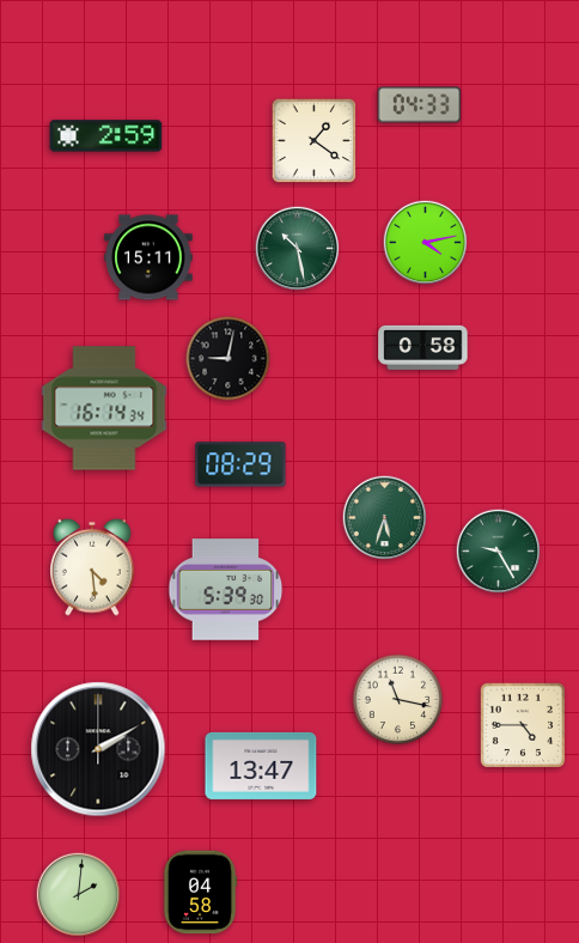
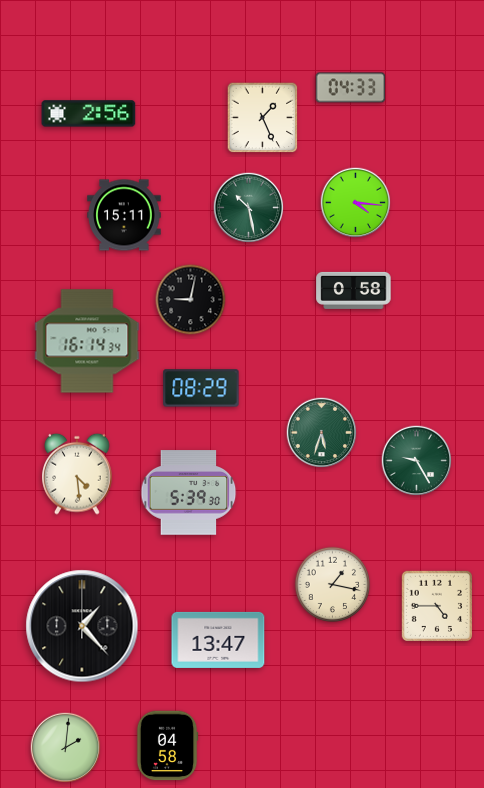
clock at (106, 136): 2:59 -> 2:56
clock at (315, 141): 1:21 -> 1:26
clock at (426, 243): 4:13 -> 4:16
clock at (398, 700): 11:17 -> 1:17
clock at (98, 749): 2:10 -> 1:23
